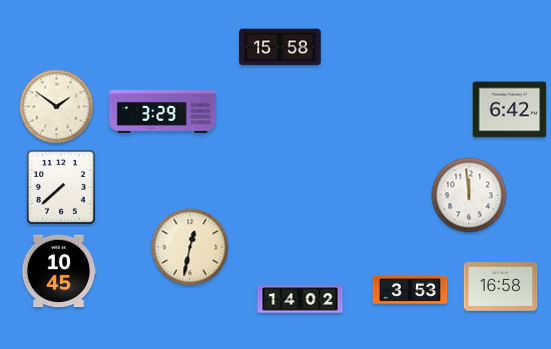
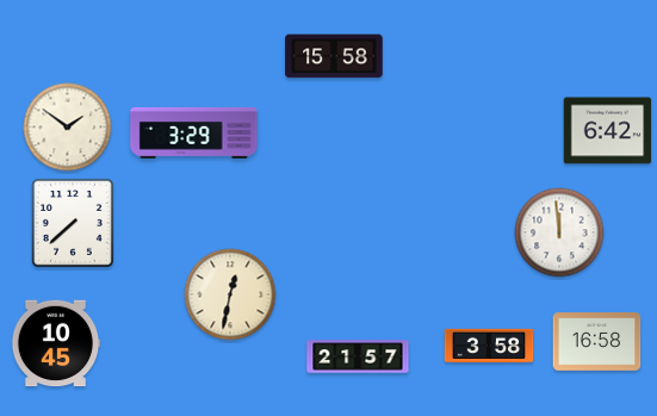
clock at (190, 247) position: (190, 247) -> (230, 294)
clock at (59, 271) position: (59, 271) -> (56, 343)
clock at (410, 290): 3:53 -> 3:58
clock at (300, 299): 14:02 -> 21:57
